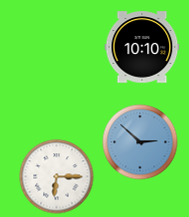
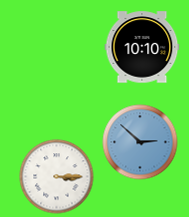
clock at (57, 177): 6:15 -> 3:15
